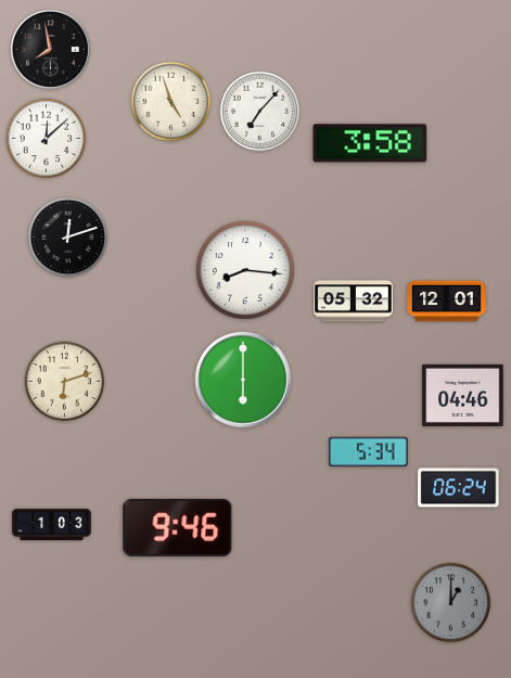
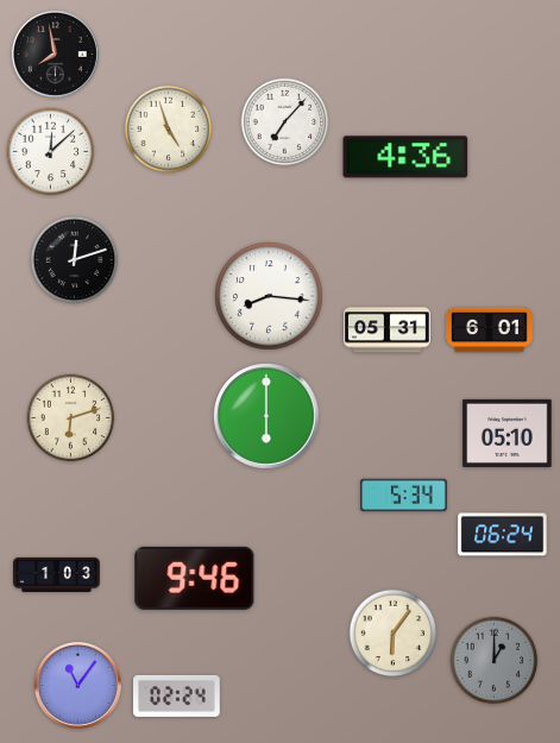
clock at (171, 102) position: (171, 102) -> (169, 130)
clock at (370, 143): 3:58 -> 4:36
clock at (354, 302): 05:32 -> 05:31
clock at (447, 302): 12:01 -> 6:01
clock at (463, 395): 04:46 -> 05:10
clock at (394, 634): none -> 6:06
clock at (77, 685): none -> 11:06
clock at (177, 695): none -> 02:24
